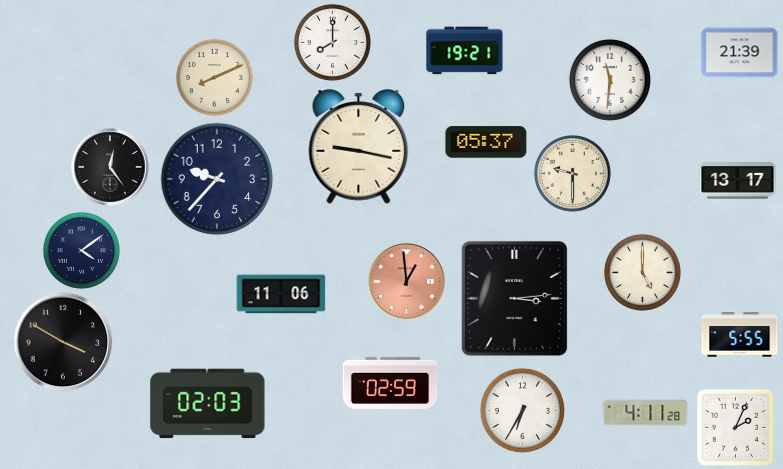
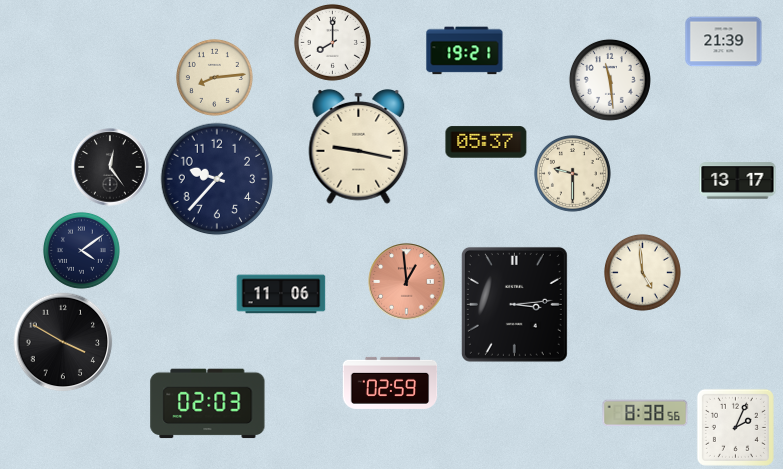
clock at (740, 53) position: (740, 53) -> (724, 42)
clock at (214, 77): 8:11 -> 8:14
clock at (610, 80): 11:31 -> 11:29
clock at (642, 272): 5:00 -> 4:59
clock at (514, 298) position: (514, 298) -> (514, 304)
clock at (740, 335): 5:55 -> none
clock at (522, 410): 6:35 -> none
clock at (645, 413): 4:11 -> 8:38
